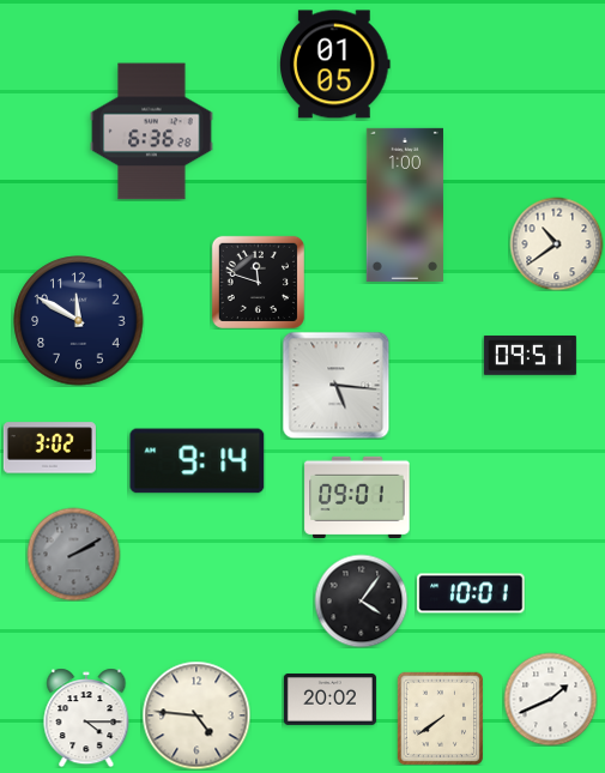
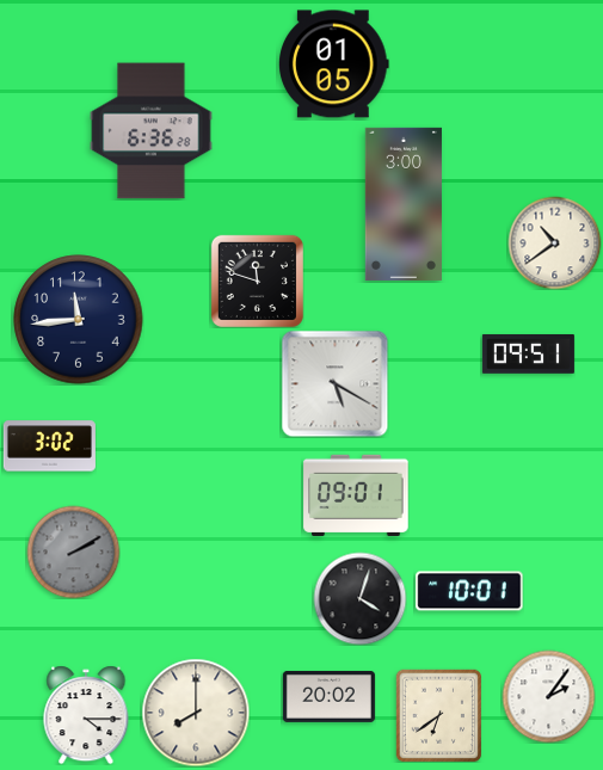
clock at (405, 205): 1:00 -> 3:00
clock at (79, 321): 11:50 -> 11:44
clock at (335, 385): 5:16 -> 5:20
clock at (198, 461): 9:14 -> none
clock at (361, 600): 4:06 -> 4:03
clock at (550, 699): 1:41 -> 2:06
clock at (196, 715): 4:46 -> 8:00
clock at (441, 718): 7:39 -> 6:39
